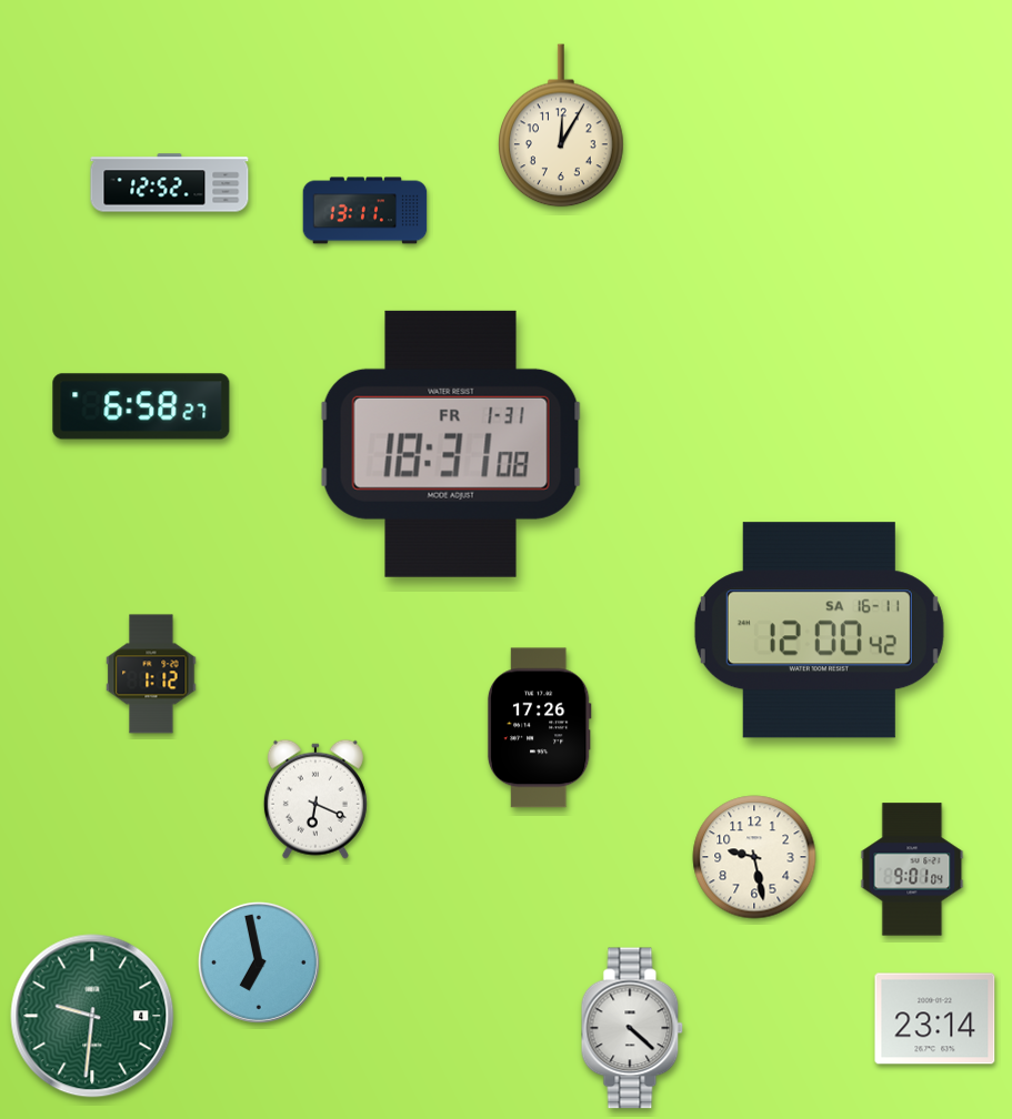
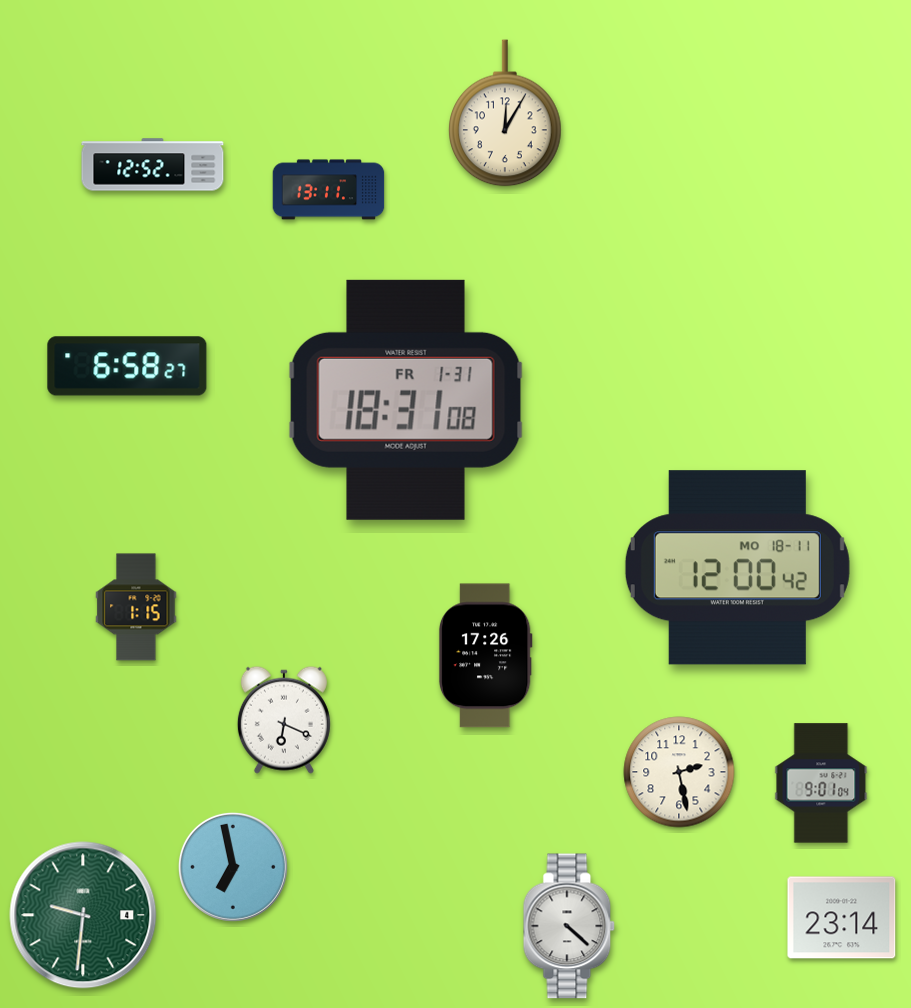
clock at (819, 631) date: SA 16-11 -> MO 18-11
clock at (151, 674): 1:12 -> 1:15
clock at (754, 857): 9:28 -> 2:28
